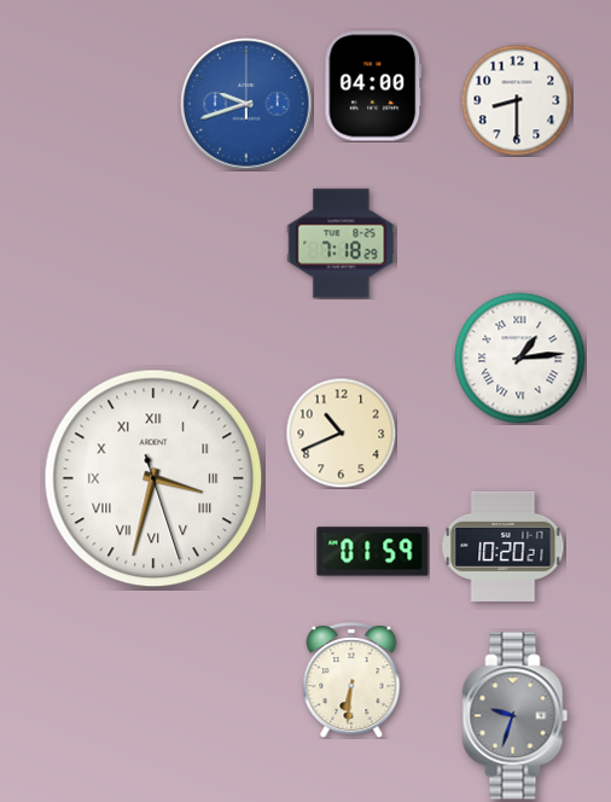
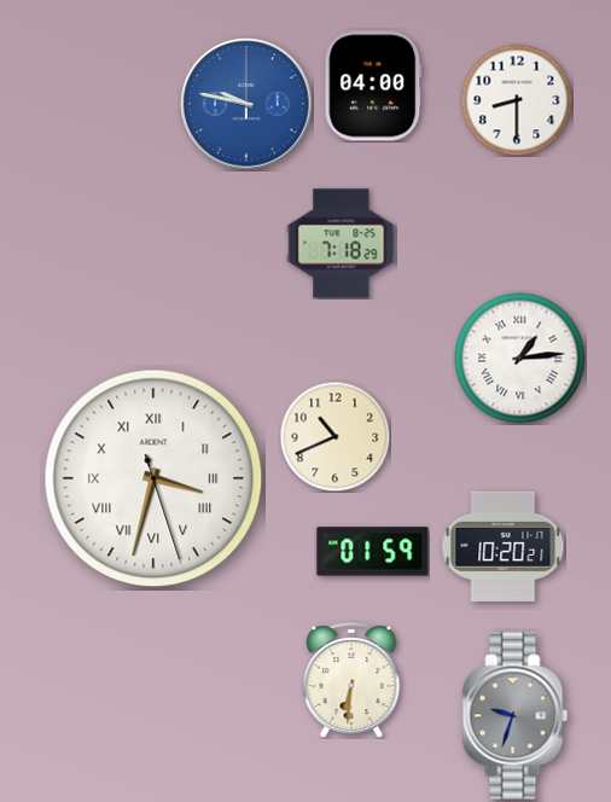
clock at (246, 104): 9:42 -> 9:47
clock at (341, 432) position: (341, 432) -> (334, 436)
